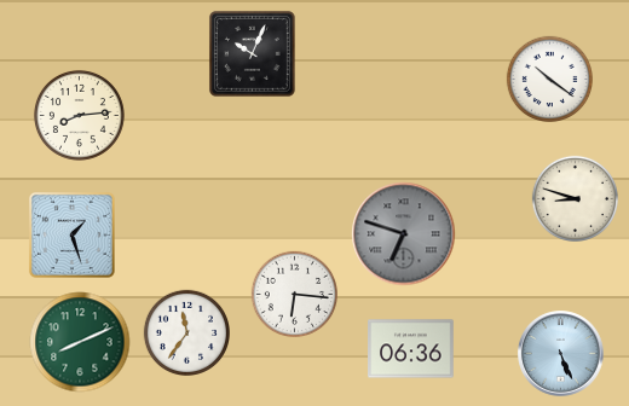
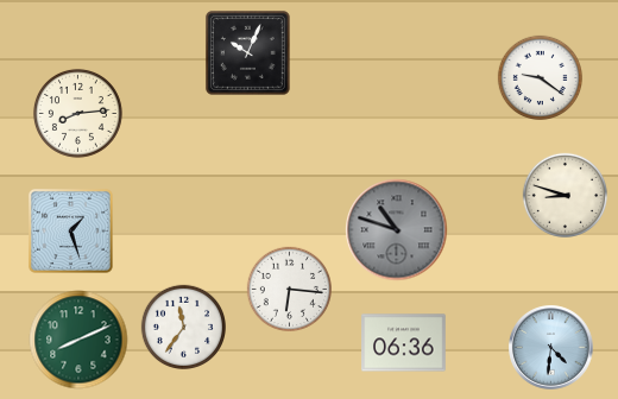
clock at (549, 79): 10:21 -> 9:21
clock at (404, 234): 6:48 -> 10:48
clock at (80, 342) position: (80, 342) -> (78, 340)
clock at (561, 354): 5:26 -> 4:31
